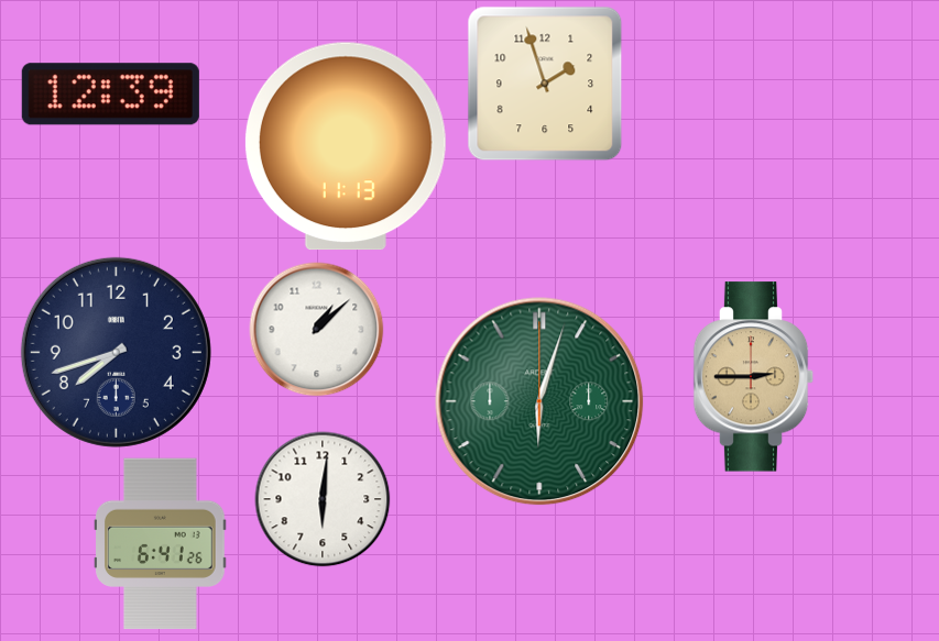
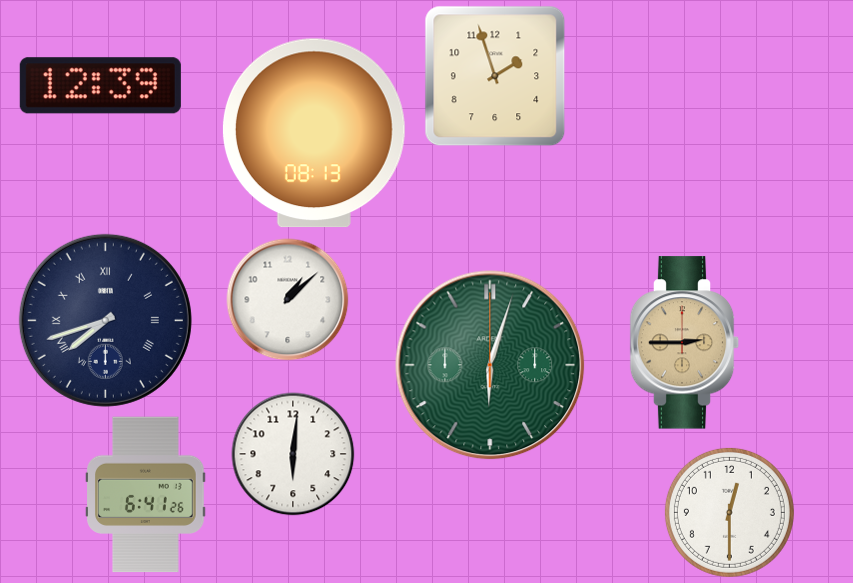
clock at (346, 146): 11:13 -> 08:13
clock at (116, 352) numerals: Arabic -> Roman
clock at (729, 512): none -> 12:30
